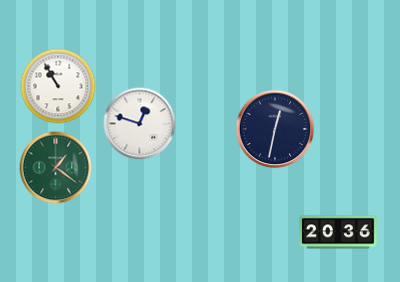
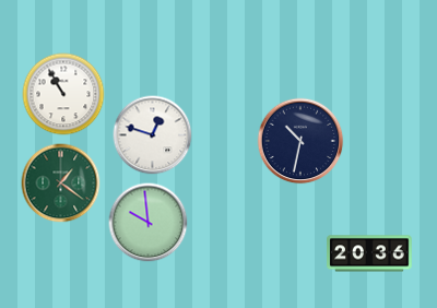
clock at (275, 129): 12:32 -> 10:32
clock at (149, 223): none -> 9:59
